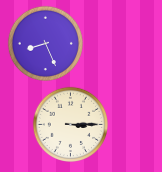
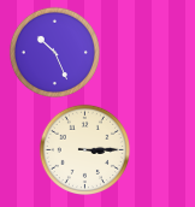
clock at (45, 43): 8:26 -> 10:26
